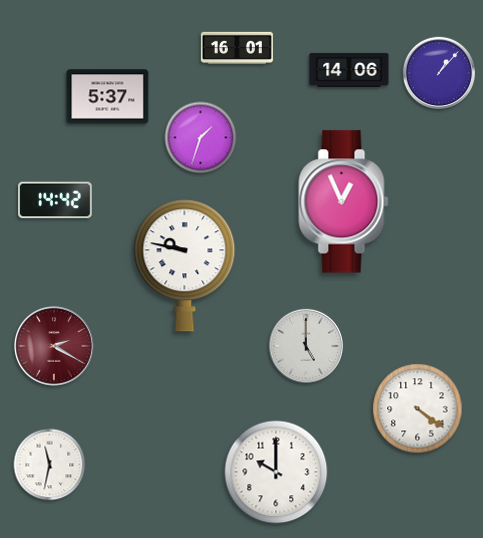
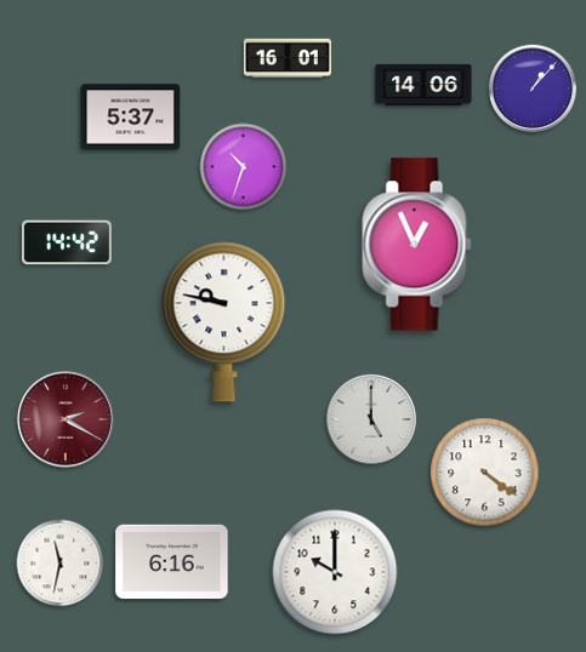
clock at (201, 138): 1:33 -> 10:33
clock at (418, 409) position: (418, 409) -> (485, 473)
clock at (172, 561): none -> 6:16
